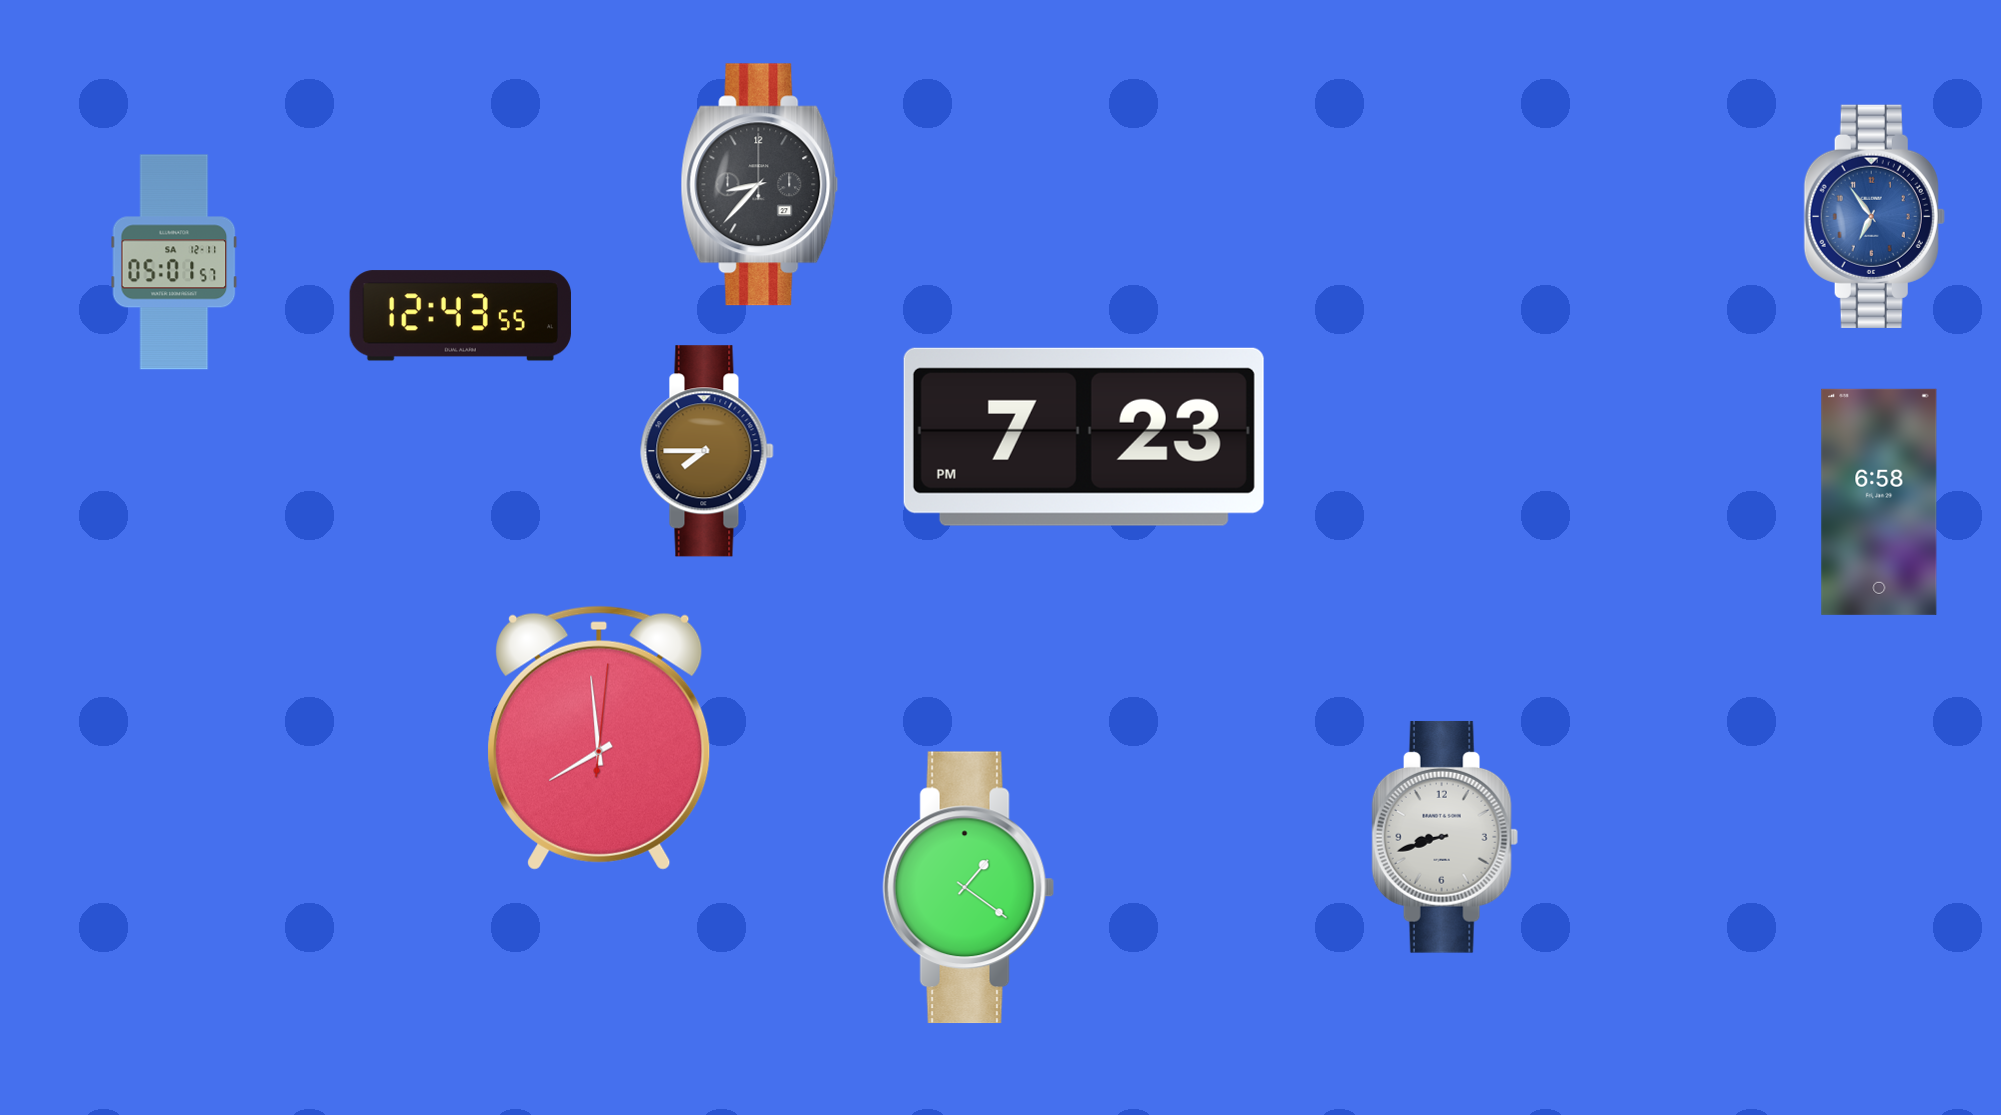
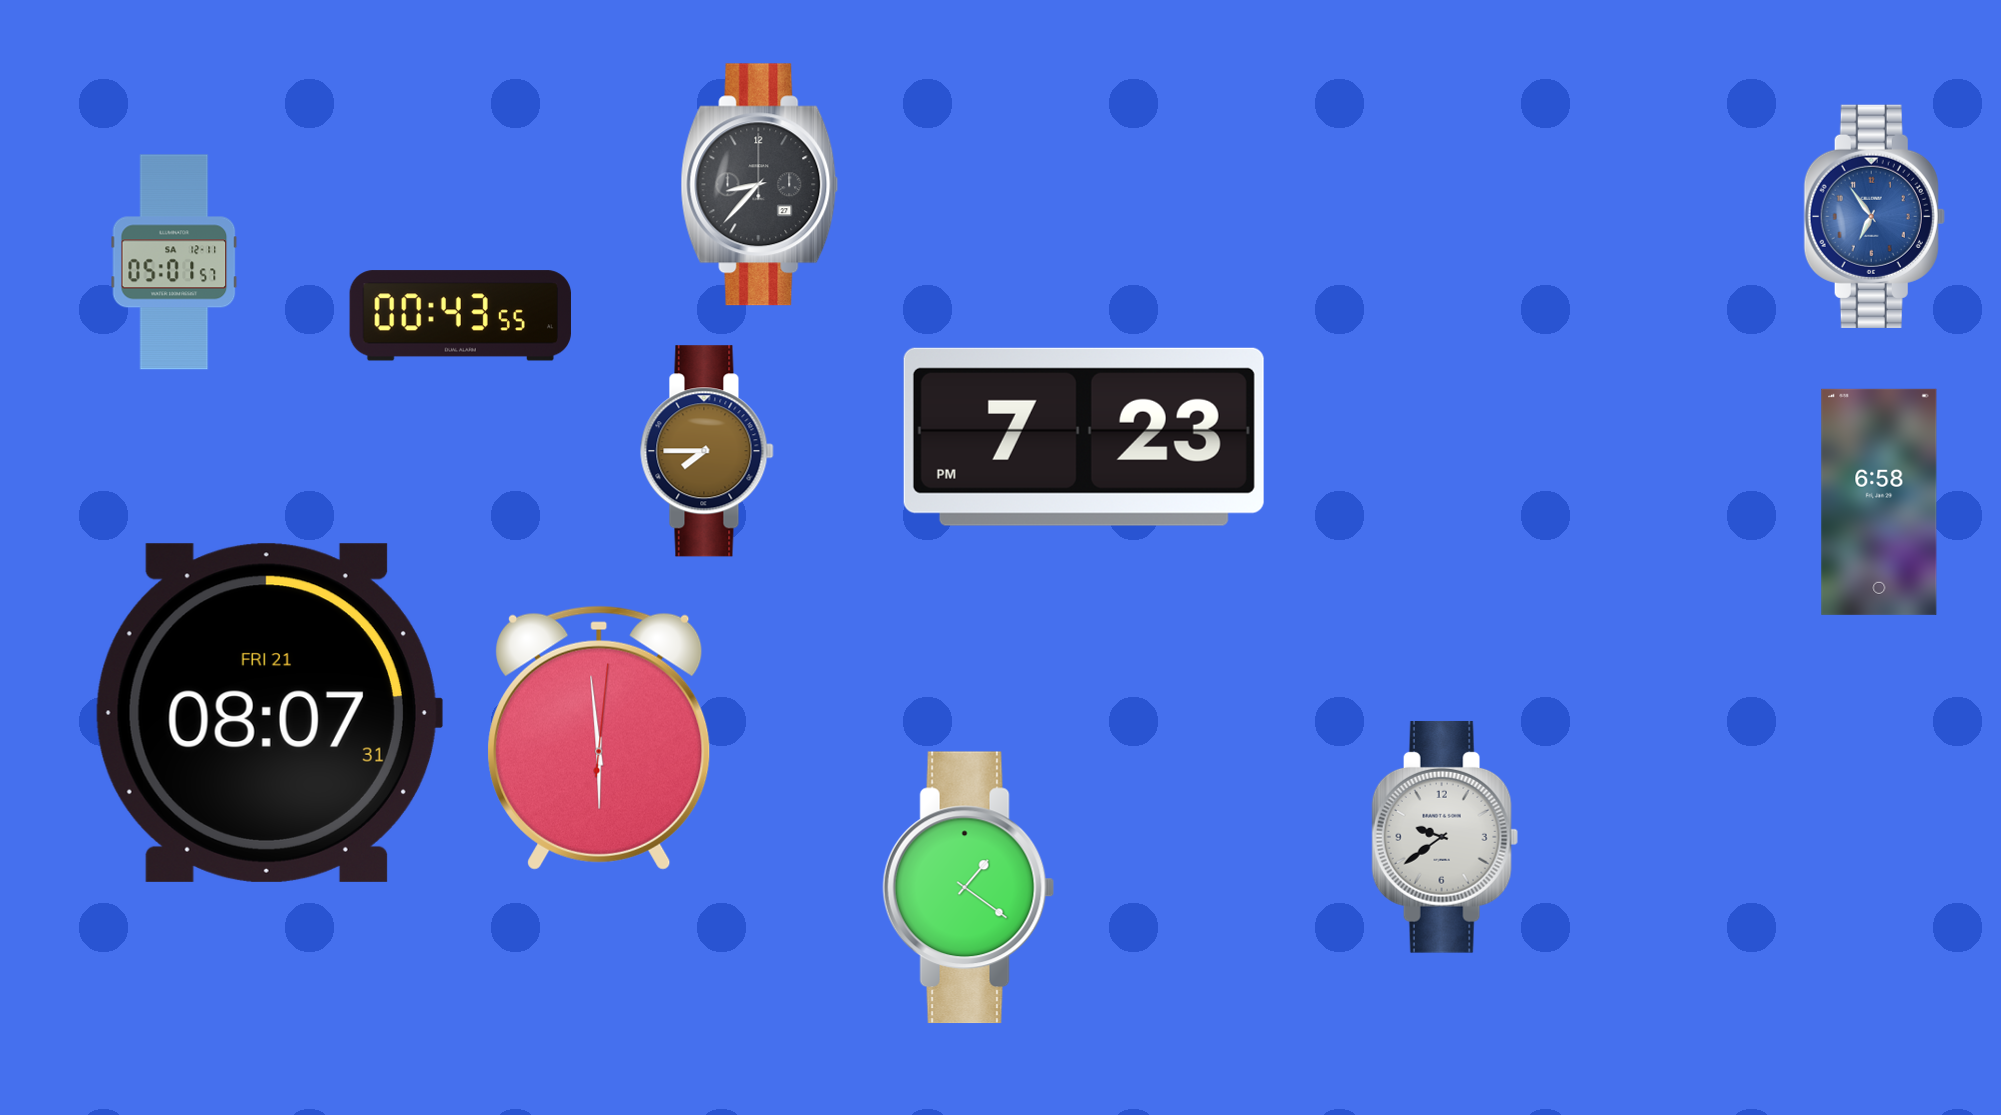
clock at (460, 316): 12:43 -> 00:43
clock at (268, 713): none -> 08:07
clock at (599, 738): 7:59 -> 5:59
clock at (1445, 837): 8:42 -> 9:39
